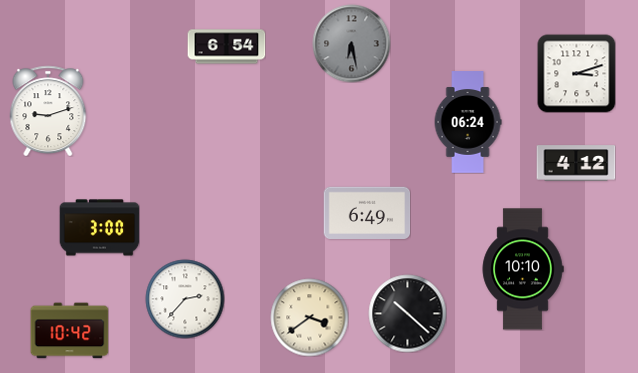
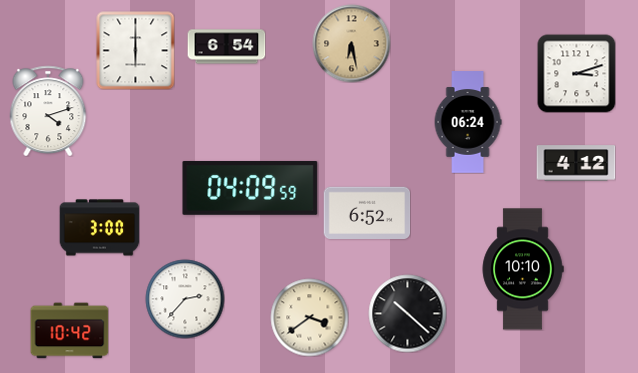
clock at (351, 43) dial: grey -> champagne
clock at (135, 50): none -> 6:00
clock at (48, 111): 9:12 -> 4:12
clock at (250, 188): none -> 04:09
clock at (367, 212): 6:49 -> 6:52
